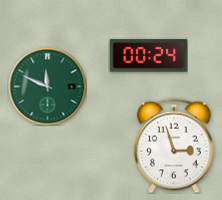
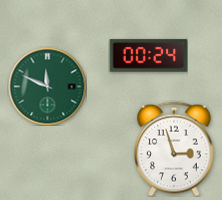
clock at (175, 146) position: (175, 146) -> (175, 149)
